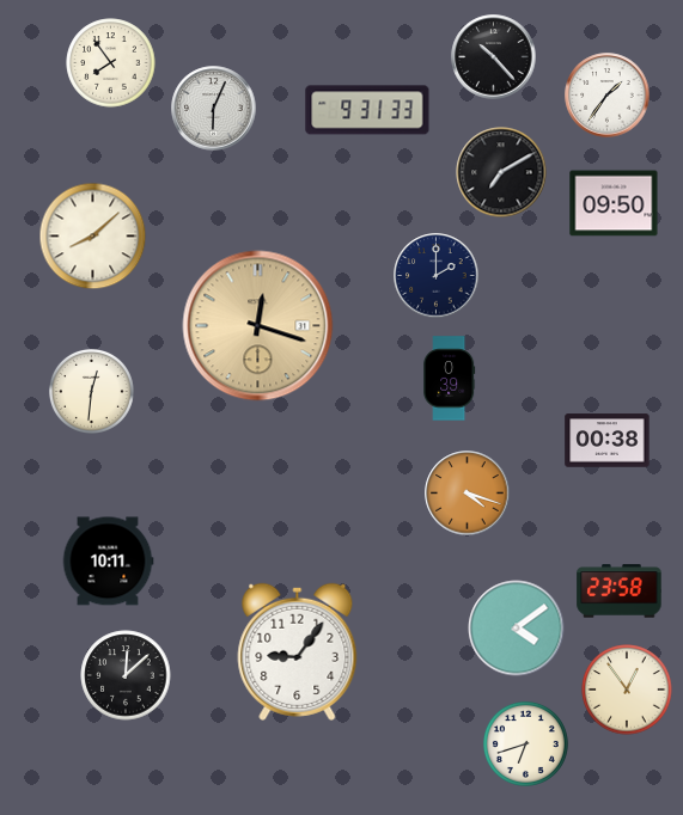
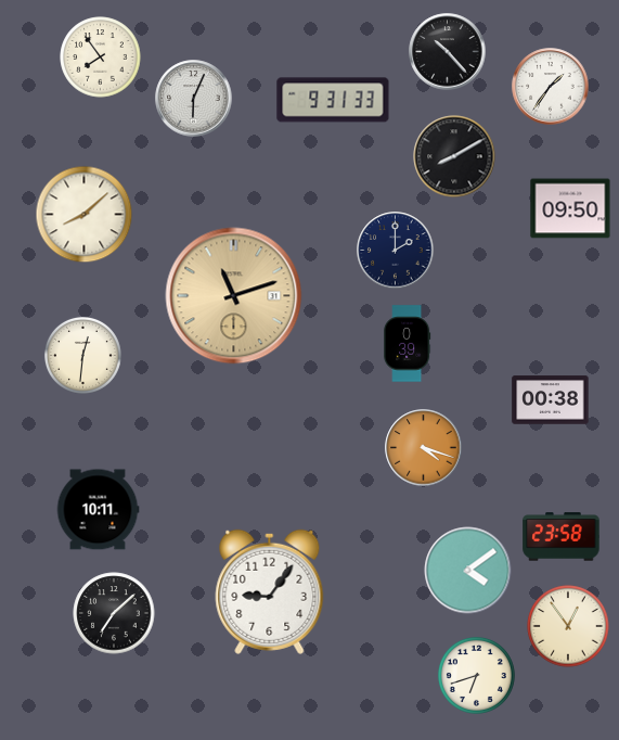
clock at (501, 172): 7:10 -> 8:10
clock at (614, 203) position: (614, 203) -> (570, 208)
clock at (258, 326): 12:18 -> 11:12
clock at (126, 675): 12:08 -> 7:08
